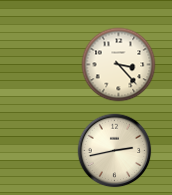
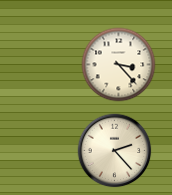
clock at (115, 151): 2:43 -> 2:23
